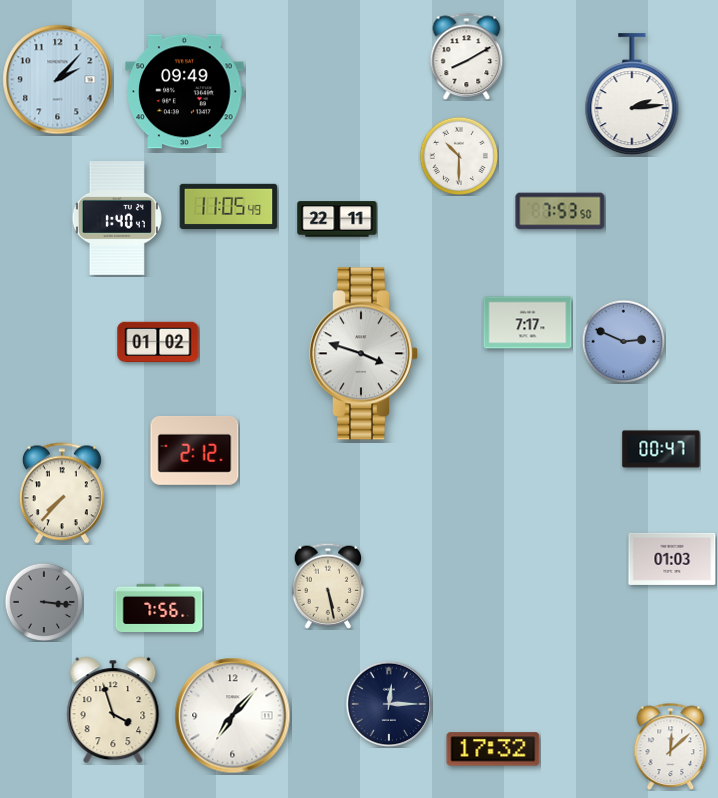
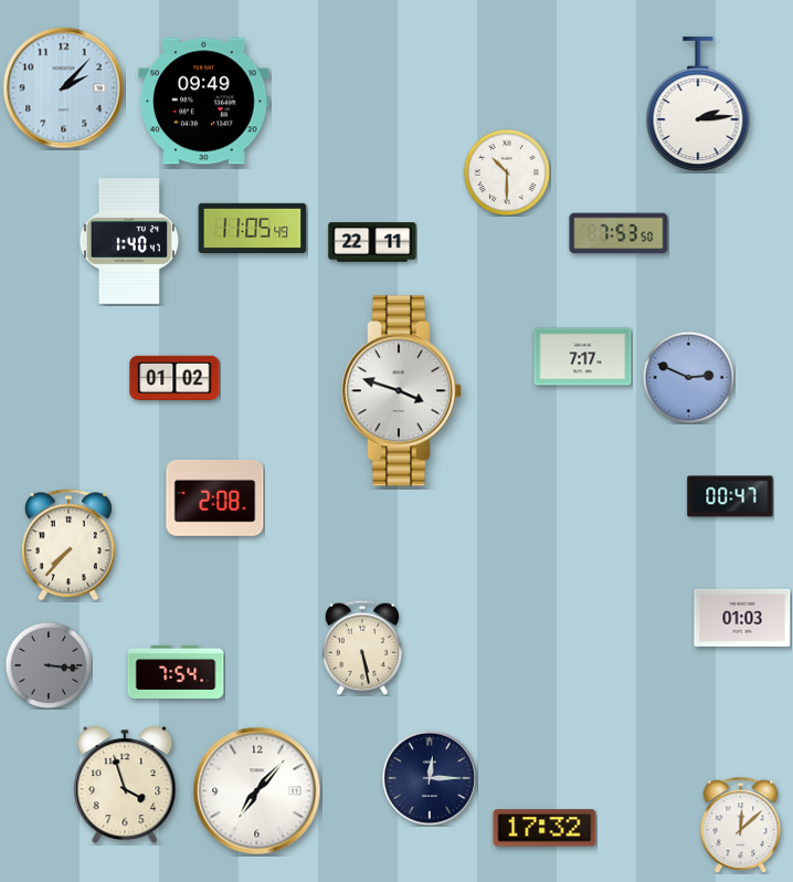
clock at (467, 56): 8:10 -> none
clock at (195, 450): 2:12 -> 2:08
clock at (159, 607): 7:56 -> 7:54
